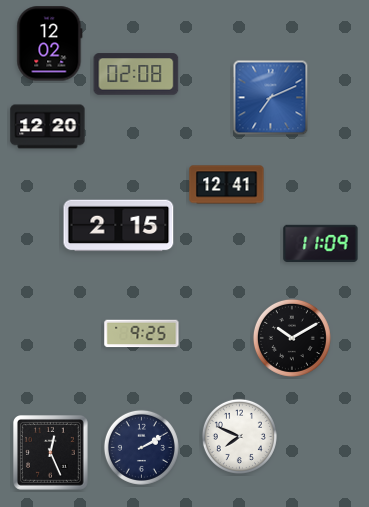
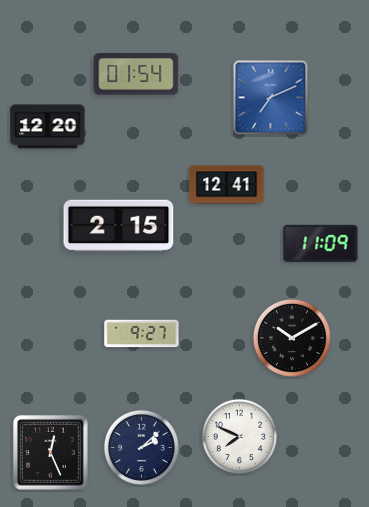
clock at (50, 44): 12:02 -> none
clock at (136, 74): 02:08 -> 01:54
clock at (142, 334): 9:25 -> 9:27
clock at (141, 447): 2:10 -> 2:08
